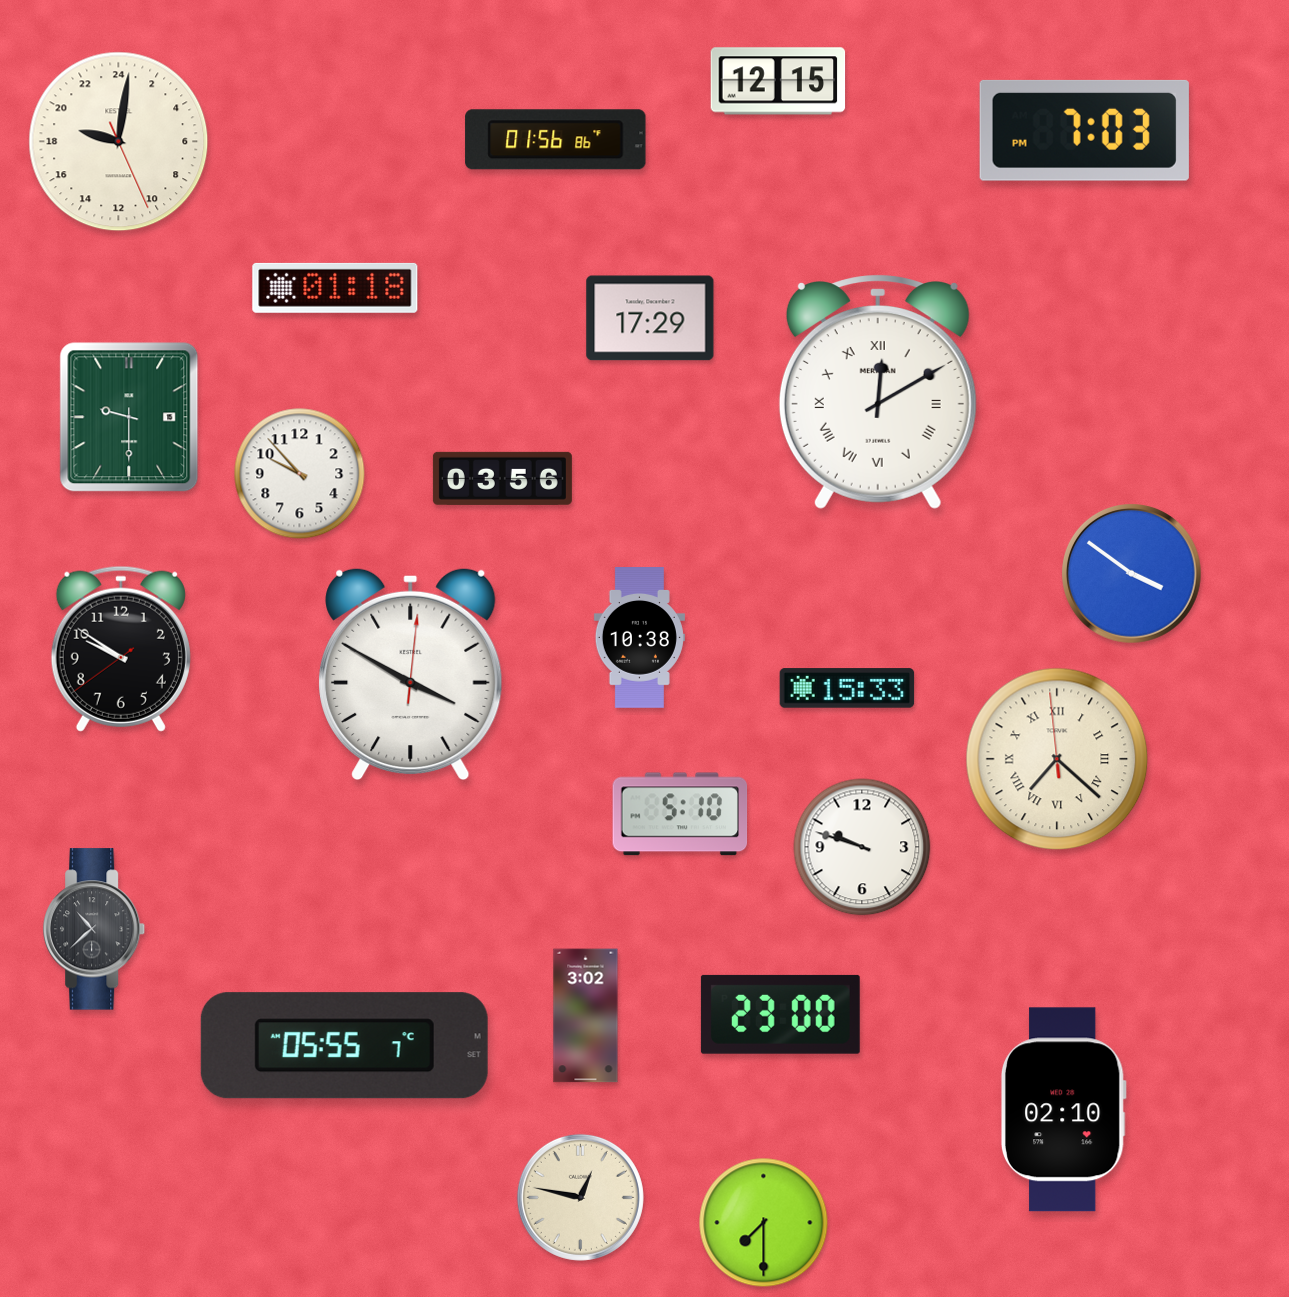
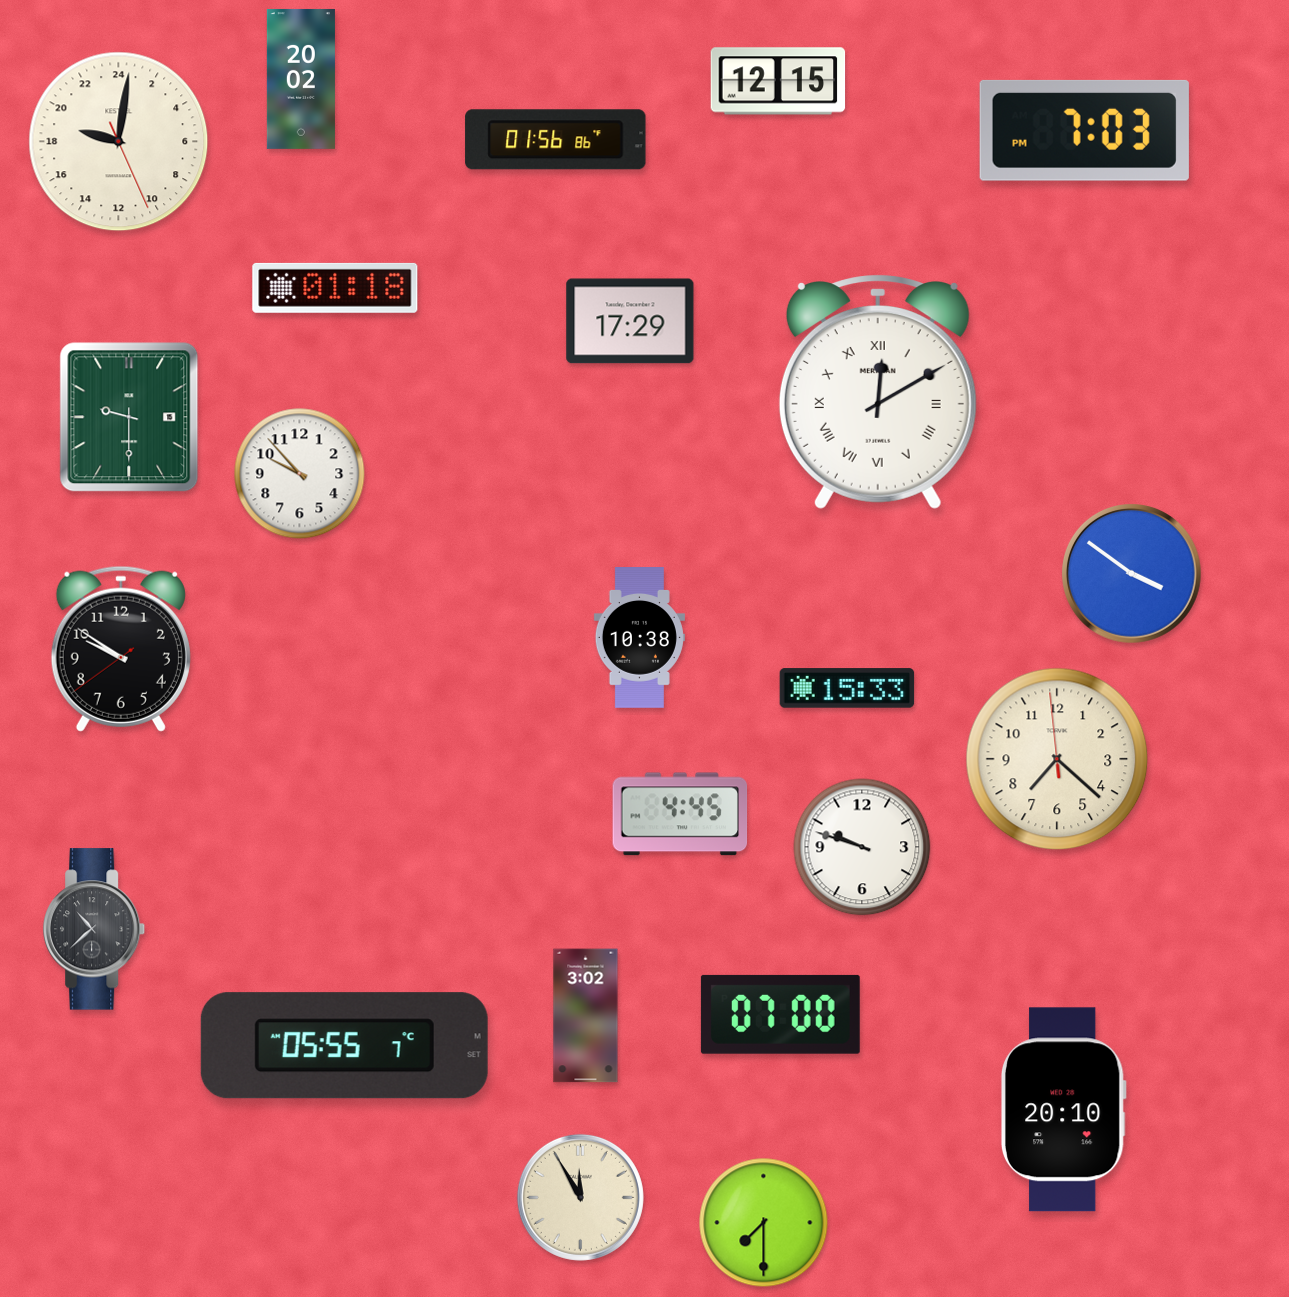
clock at (301, 79): none -> 20:02
clock at (650, 318) position: (650, 318) -> (630, 321)
clock at (502, 478): 03:56 -> none
clock at (411, 674): 3:50 -> none
clock at (1057, 759) numerals: Roman -> Arabic
clock at (680, 814): 5:10 -> 4:45
clock at (780, 1014): 23:00 -> 07:00
clock at (1063, 1110): 02:10 -> 20:10
clock at (580, 1197): 12:47 -> 11:55
